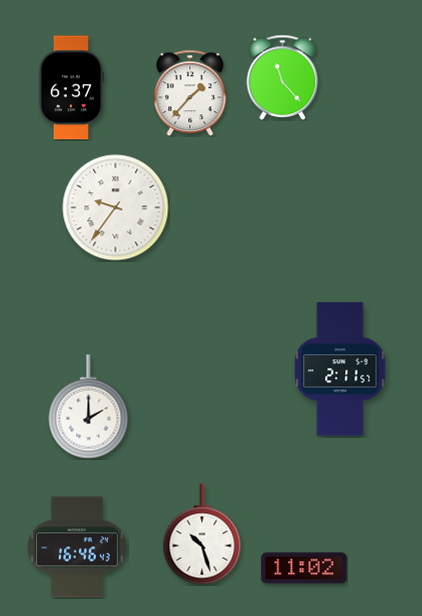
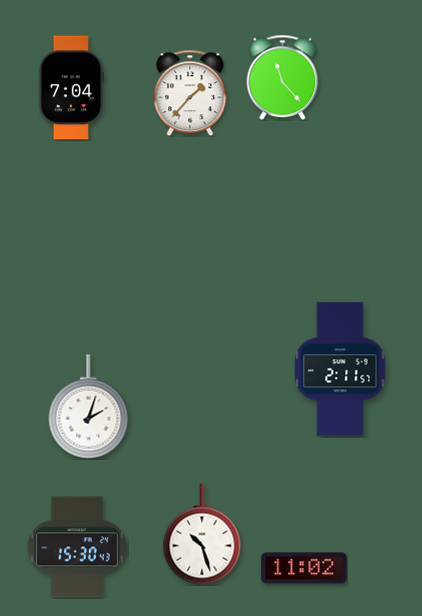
clock at (70, 88): 6:37 -> 7:04
clock at (116, 208): 9:36 -> none
clock at (89, 407): 2:00 -> 2:03
clock at (77, 547): 16:46 -> 15:30
